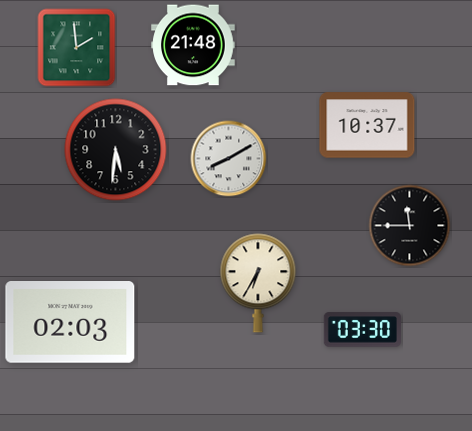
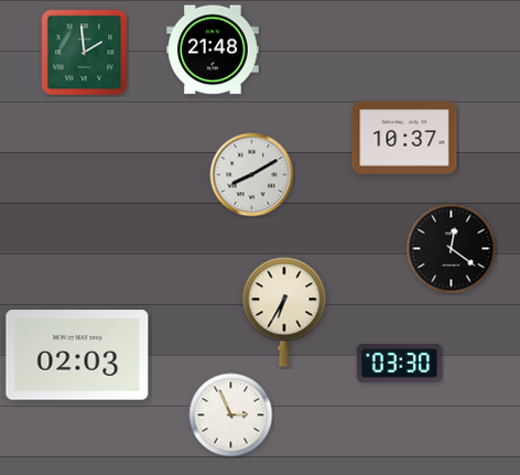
clock at (116, 150): 5:31 -> none
clock at (410, 226): 11:45 -> 12:21
clock at (231, 415): none -> 2:56
